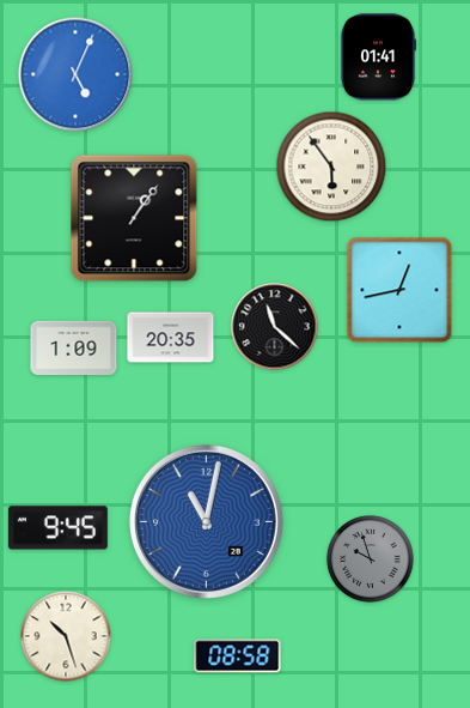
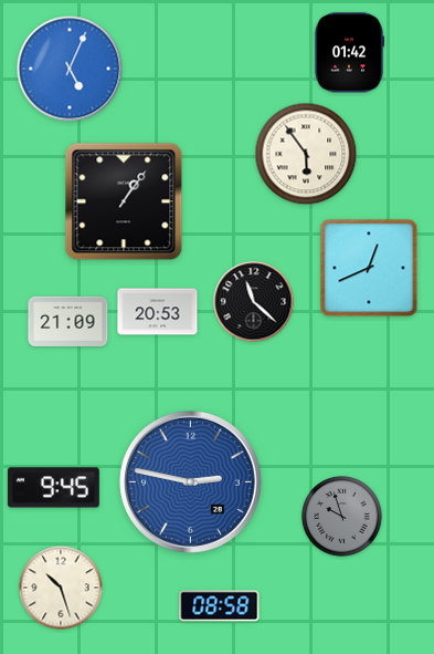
clock at (378, 58): 01:41 -> 01:42
clock at (399, 290): 12:43 -> 12:41
clock at (171, 338): 20:35 -> 20:53
clock at (74, 347): 1:09 -> 21:09
clock at (206, 521): 11:02 -> 2:47
